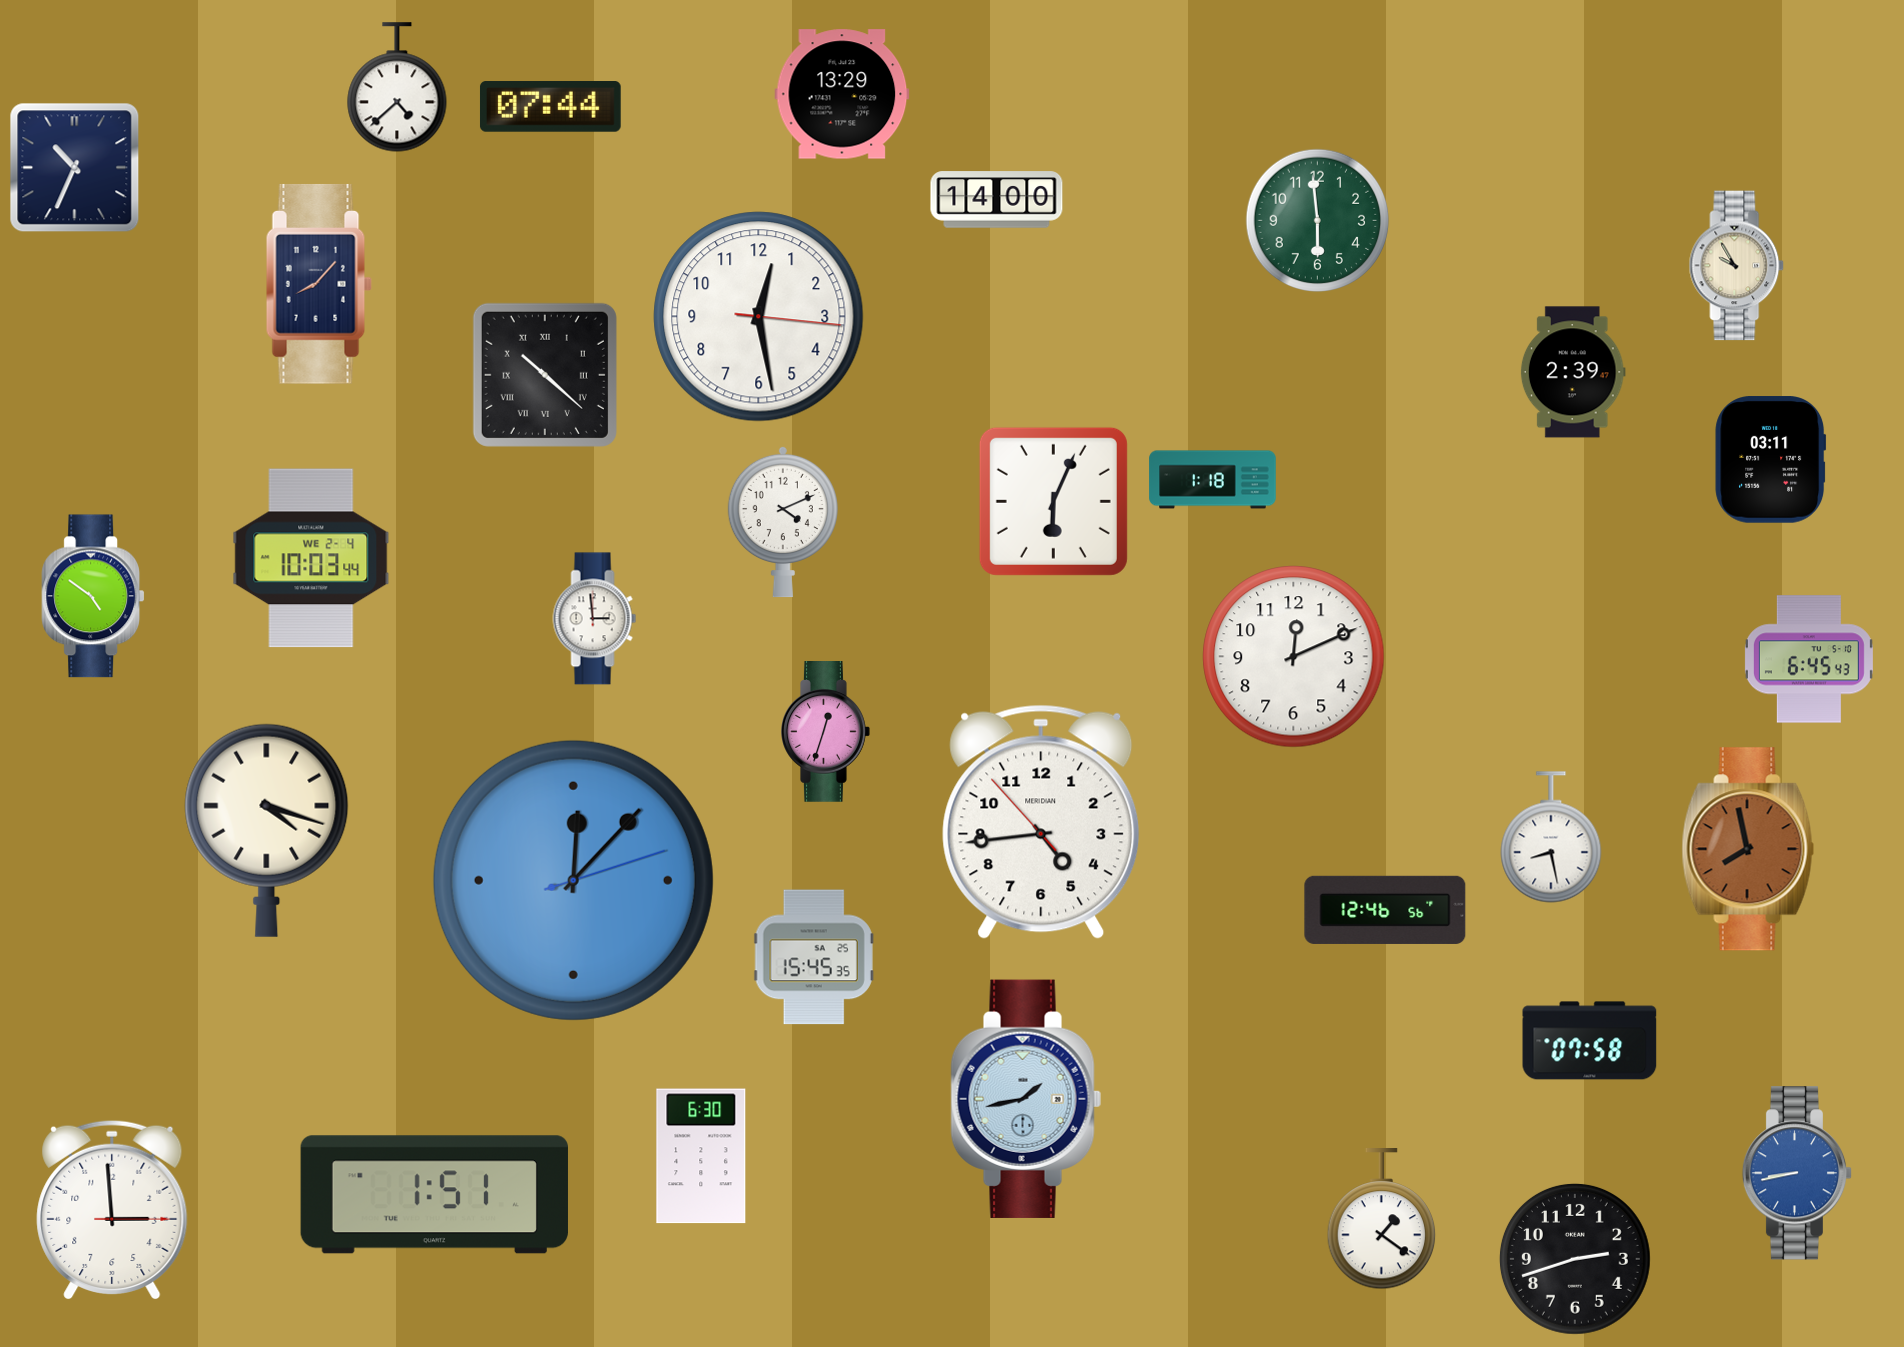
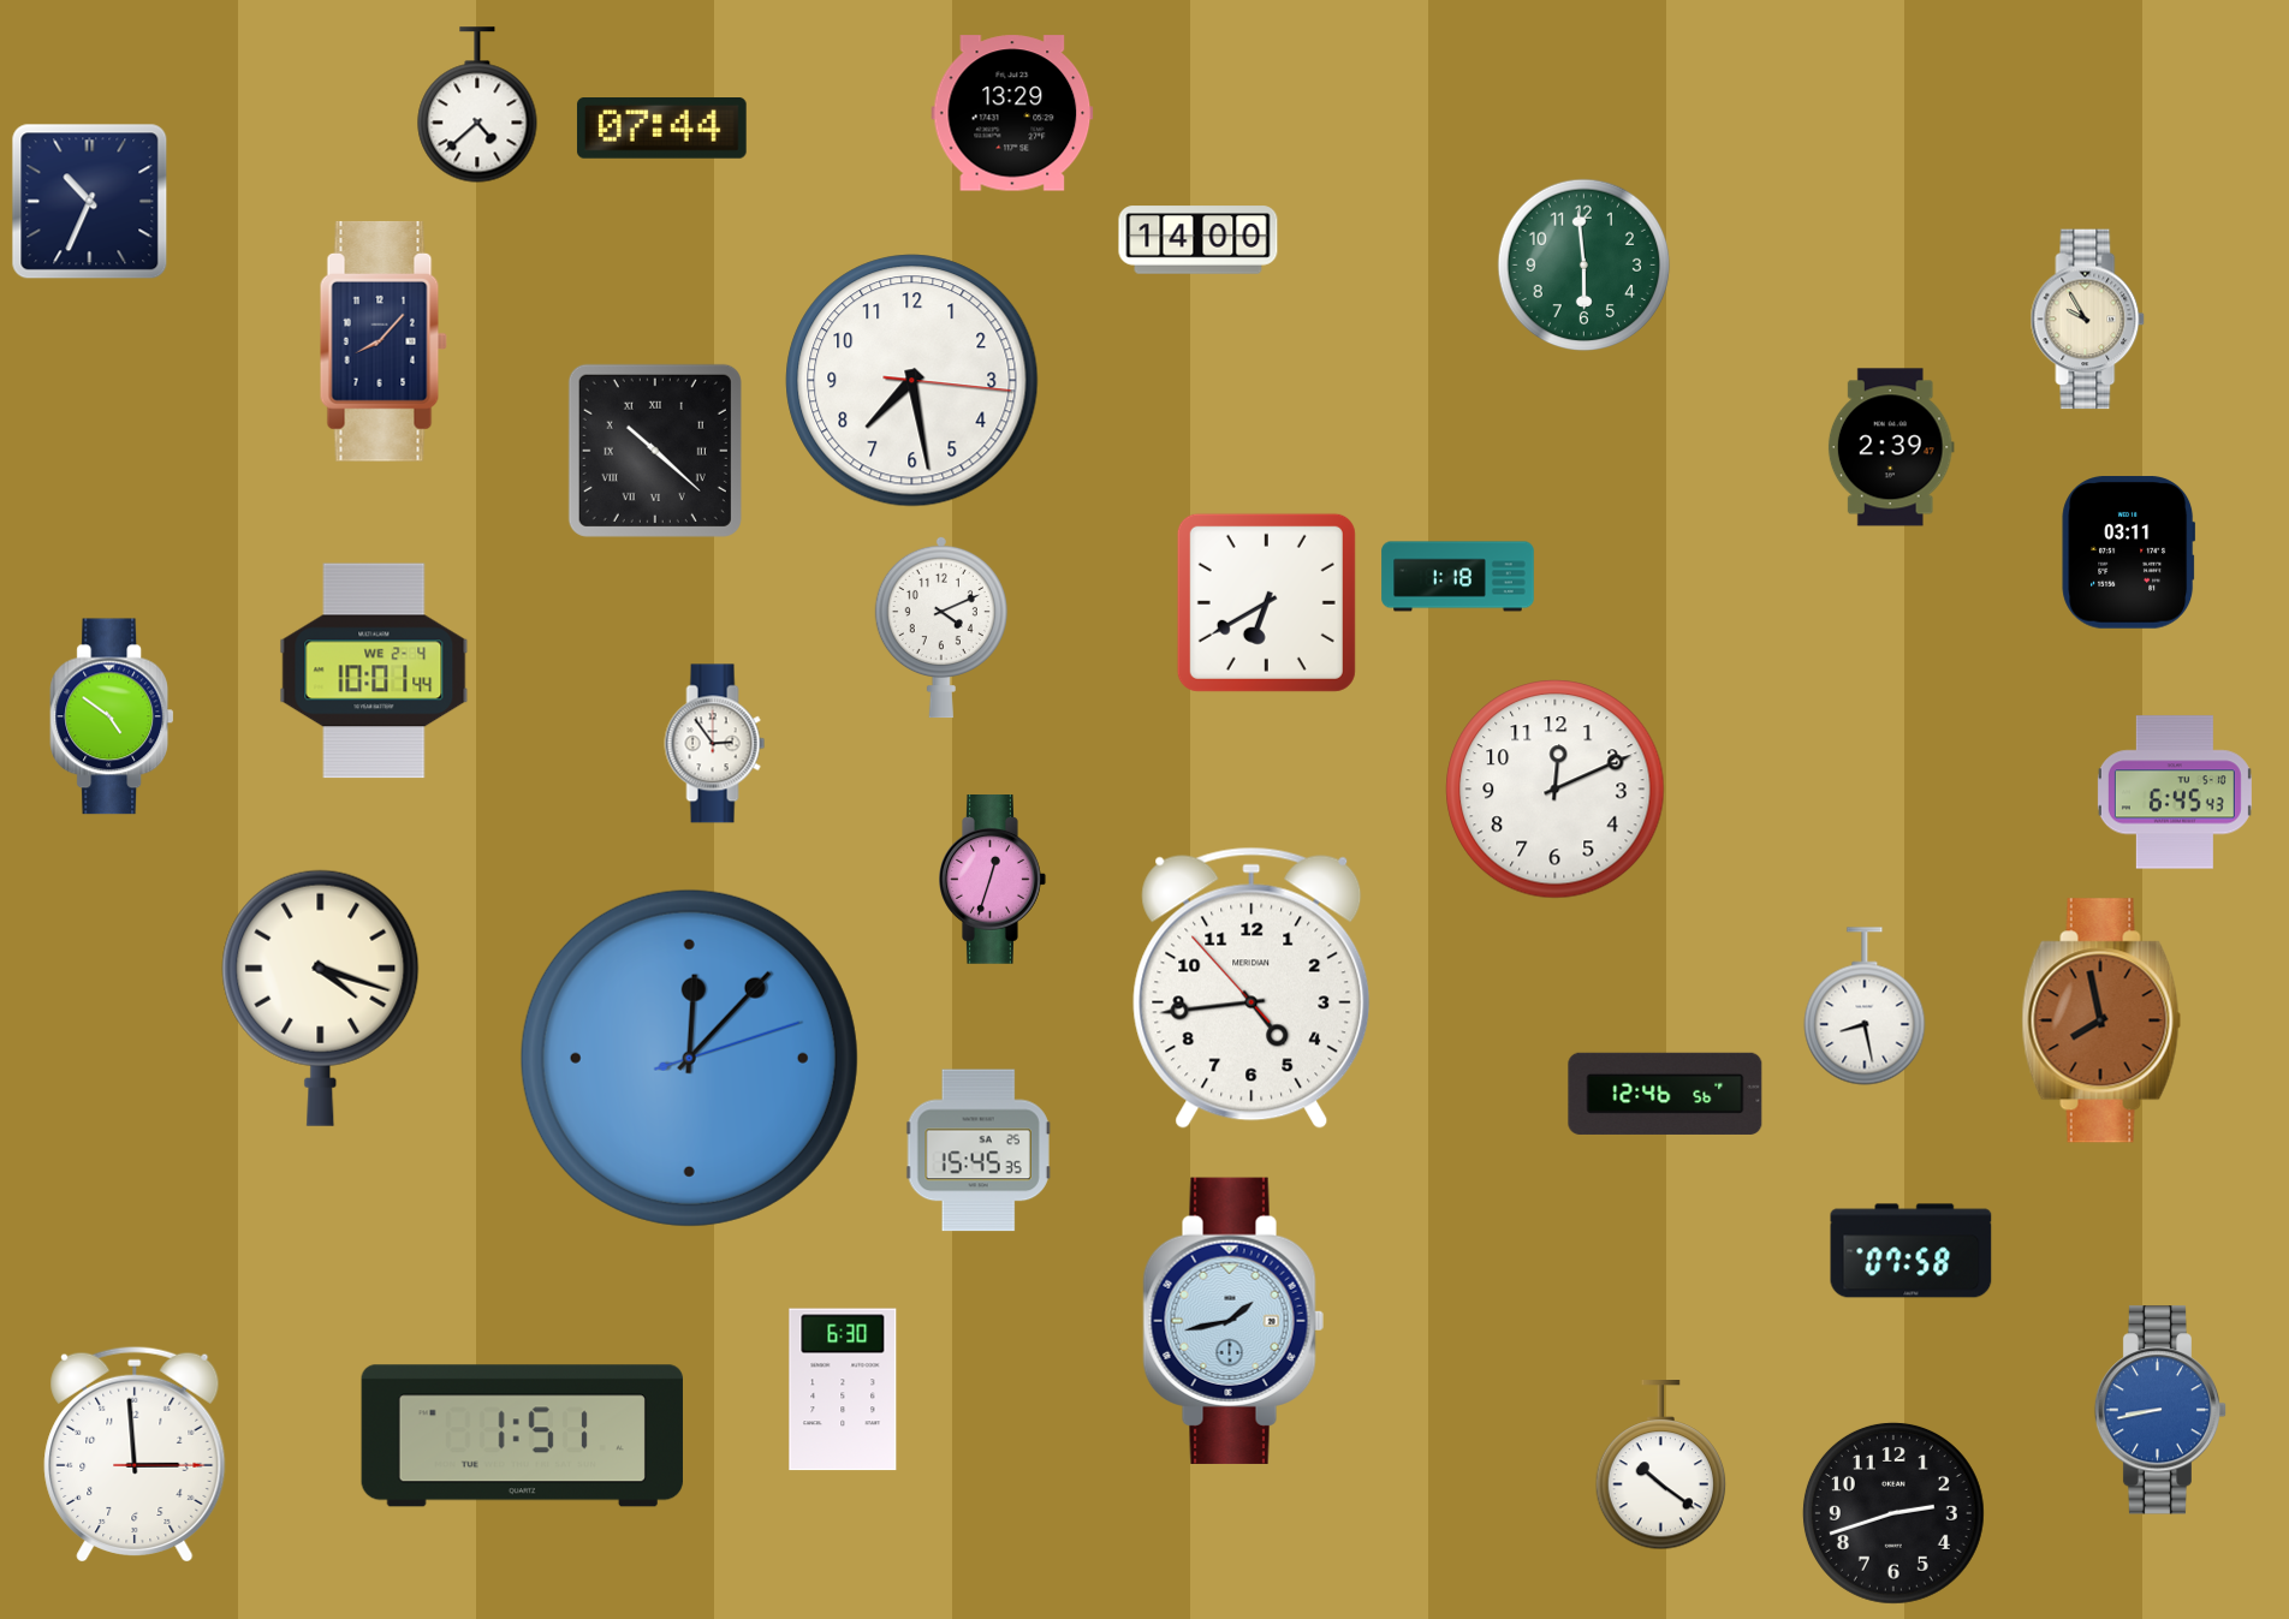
clock at (759, 317): 12:28 -> 7:28
clock at (1053, 501): 6:04 -> 6:40
clock at (311, 558): 10:03 -> 10:01
clock at (595, 619): 2:59 -> 2:54
clock at (1382, 1220): 1:21 -> 10:21
